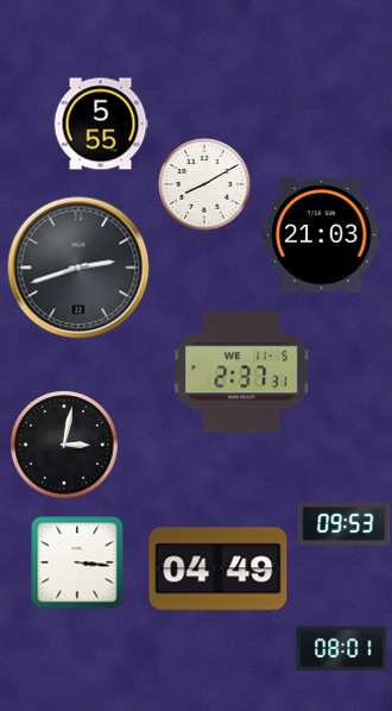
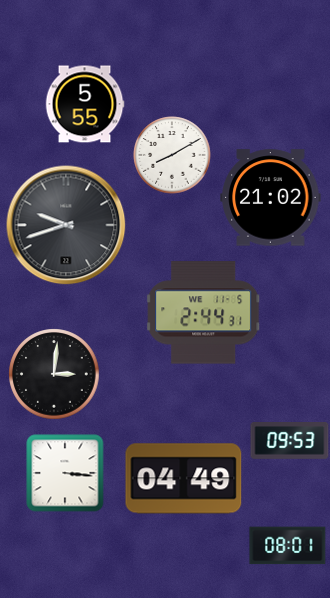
clock at (322, 235): 21:03 -> 21:02
clock at (78, 268): 2:42 -> 9:42
clock at (242, 372): 2:37 -> 2:44
clock at (64, 445): 3:02 -> 3:01
